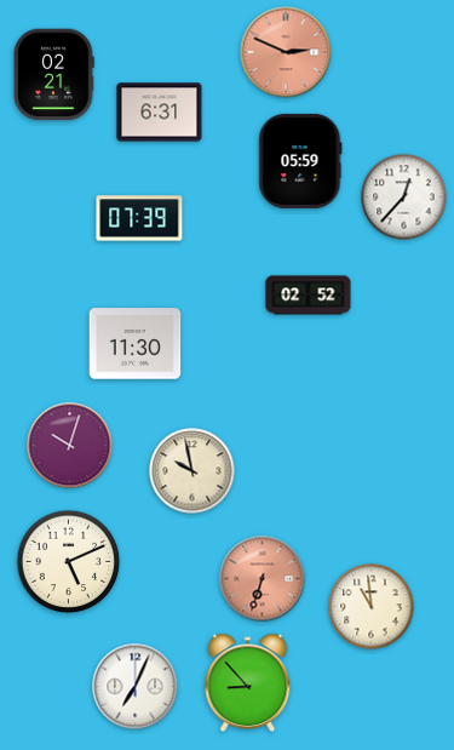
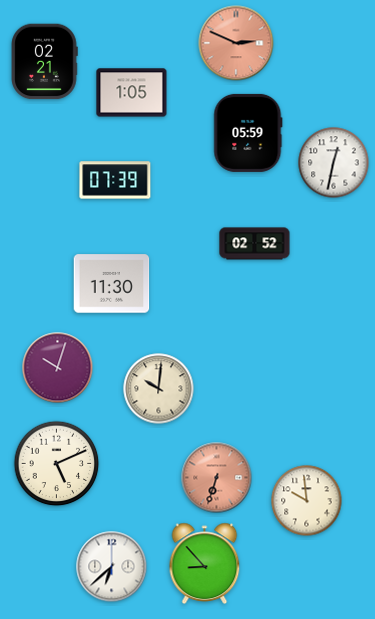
clock at (160, 113): 6:31 -> 1:05
clock at (404, 197): 12:37 -> 12:32
clock at (192, 471): 9:58 -> 10:01
clock at (372, 607): 10:59 -> 9:59
clock at (136, 687): 7:04 -> 6:38
